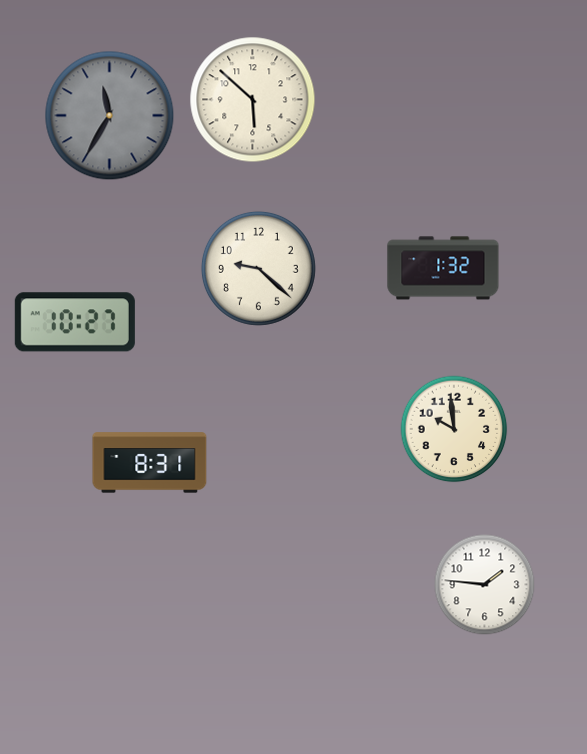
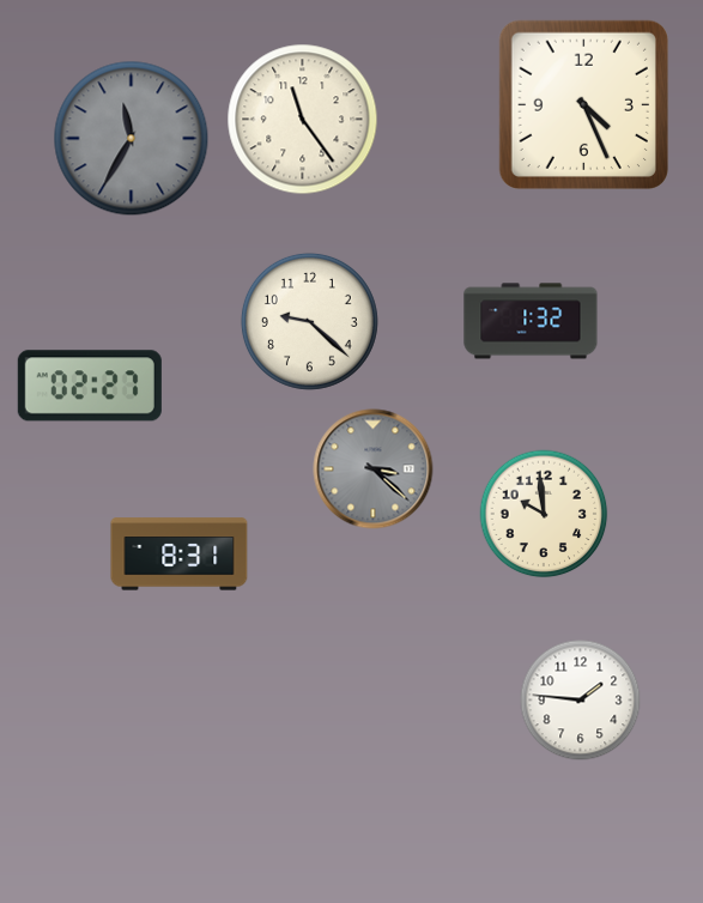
clock at (583, 104): none -> 4:26
clock at (253, 100): 5:52 -> 11:24
clock at (75, 322): 10:27 -> 02:27
clock at (374, 469): none -> 3:22
